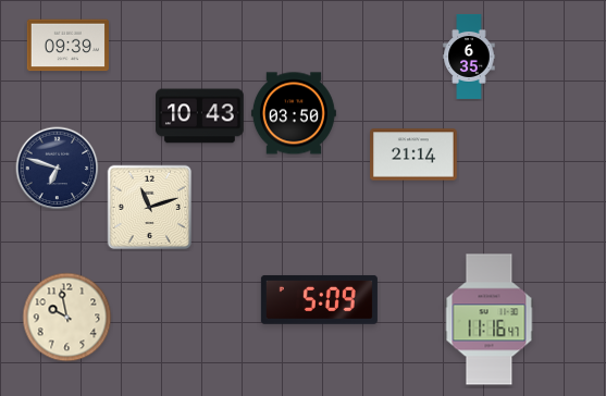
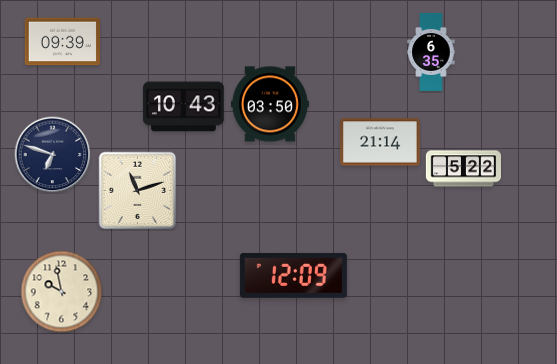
clock at (463, 169): none -> 5:22
clock at (319, 299): 5:09 -> 12:09
clock at (490, 320): 11:16 -> none
